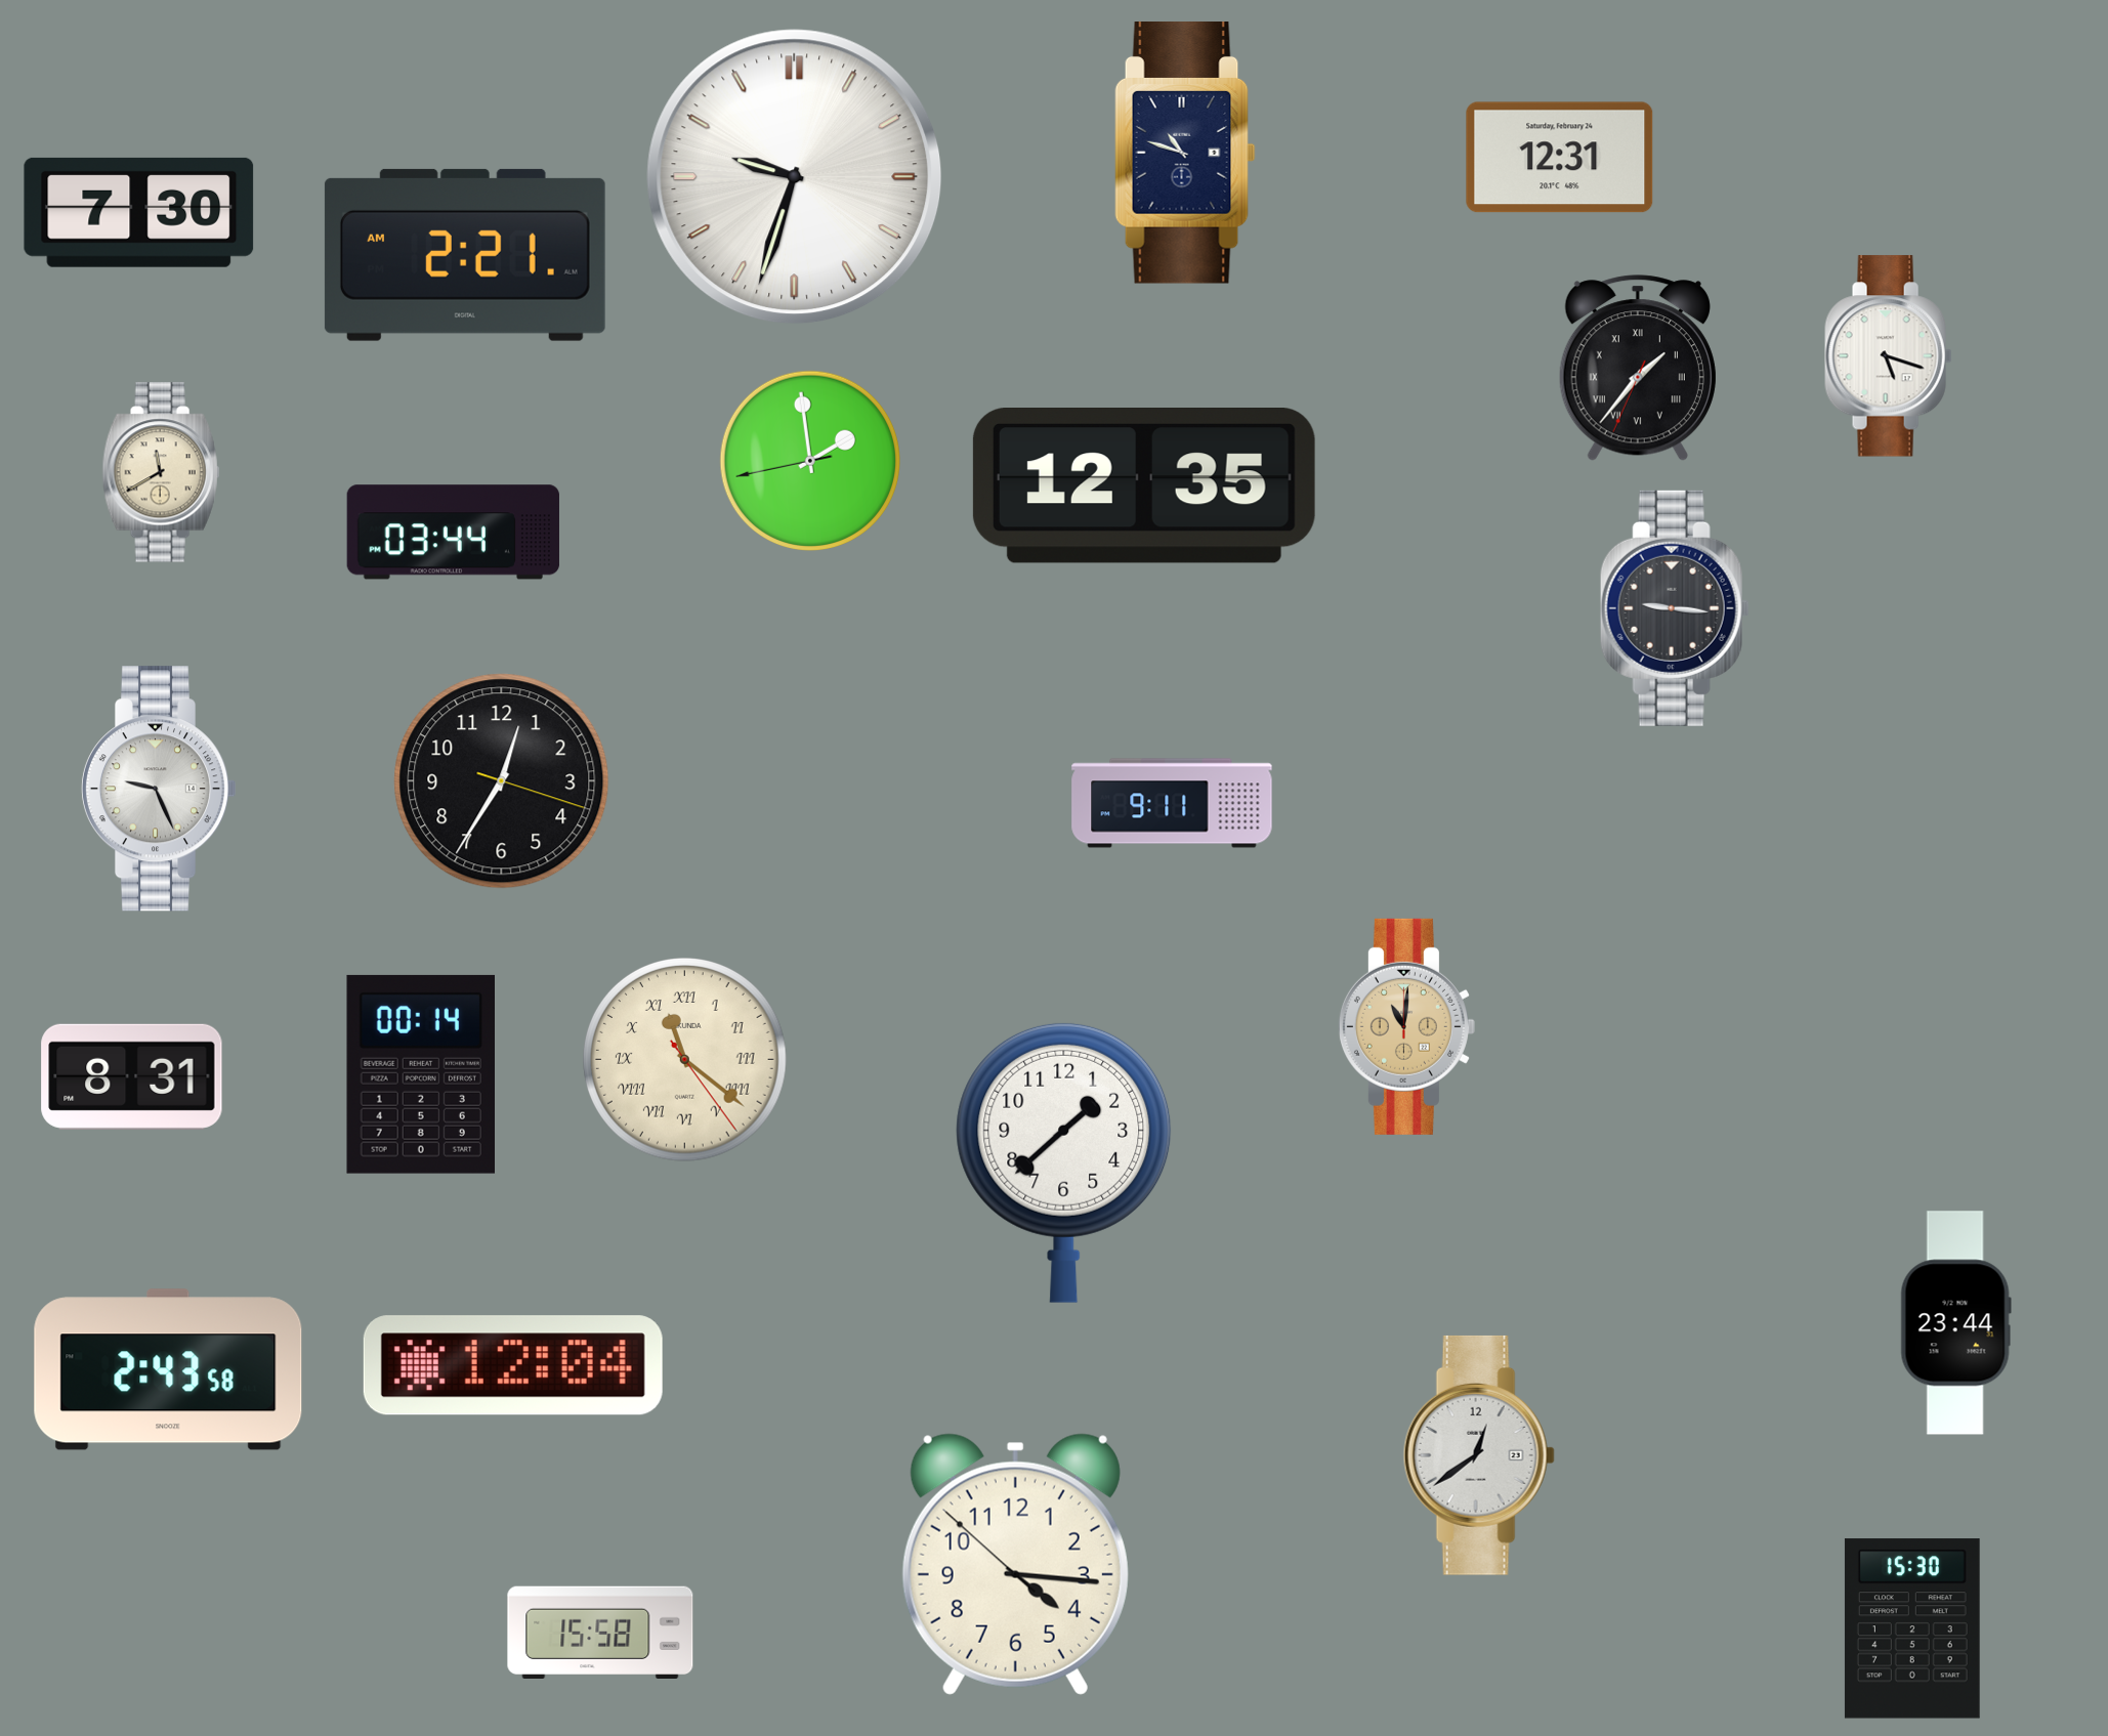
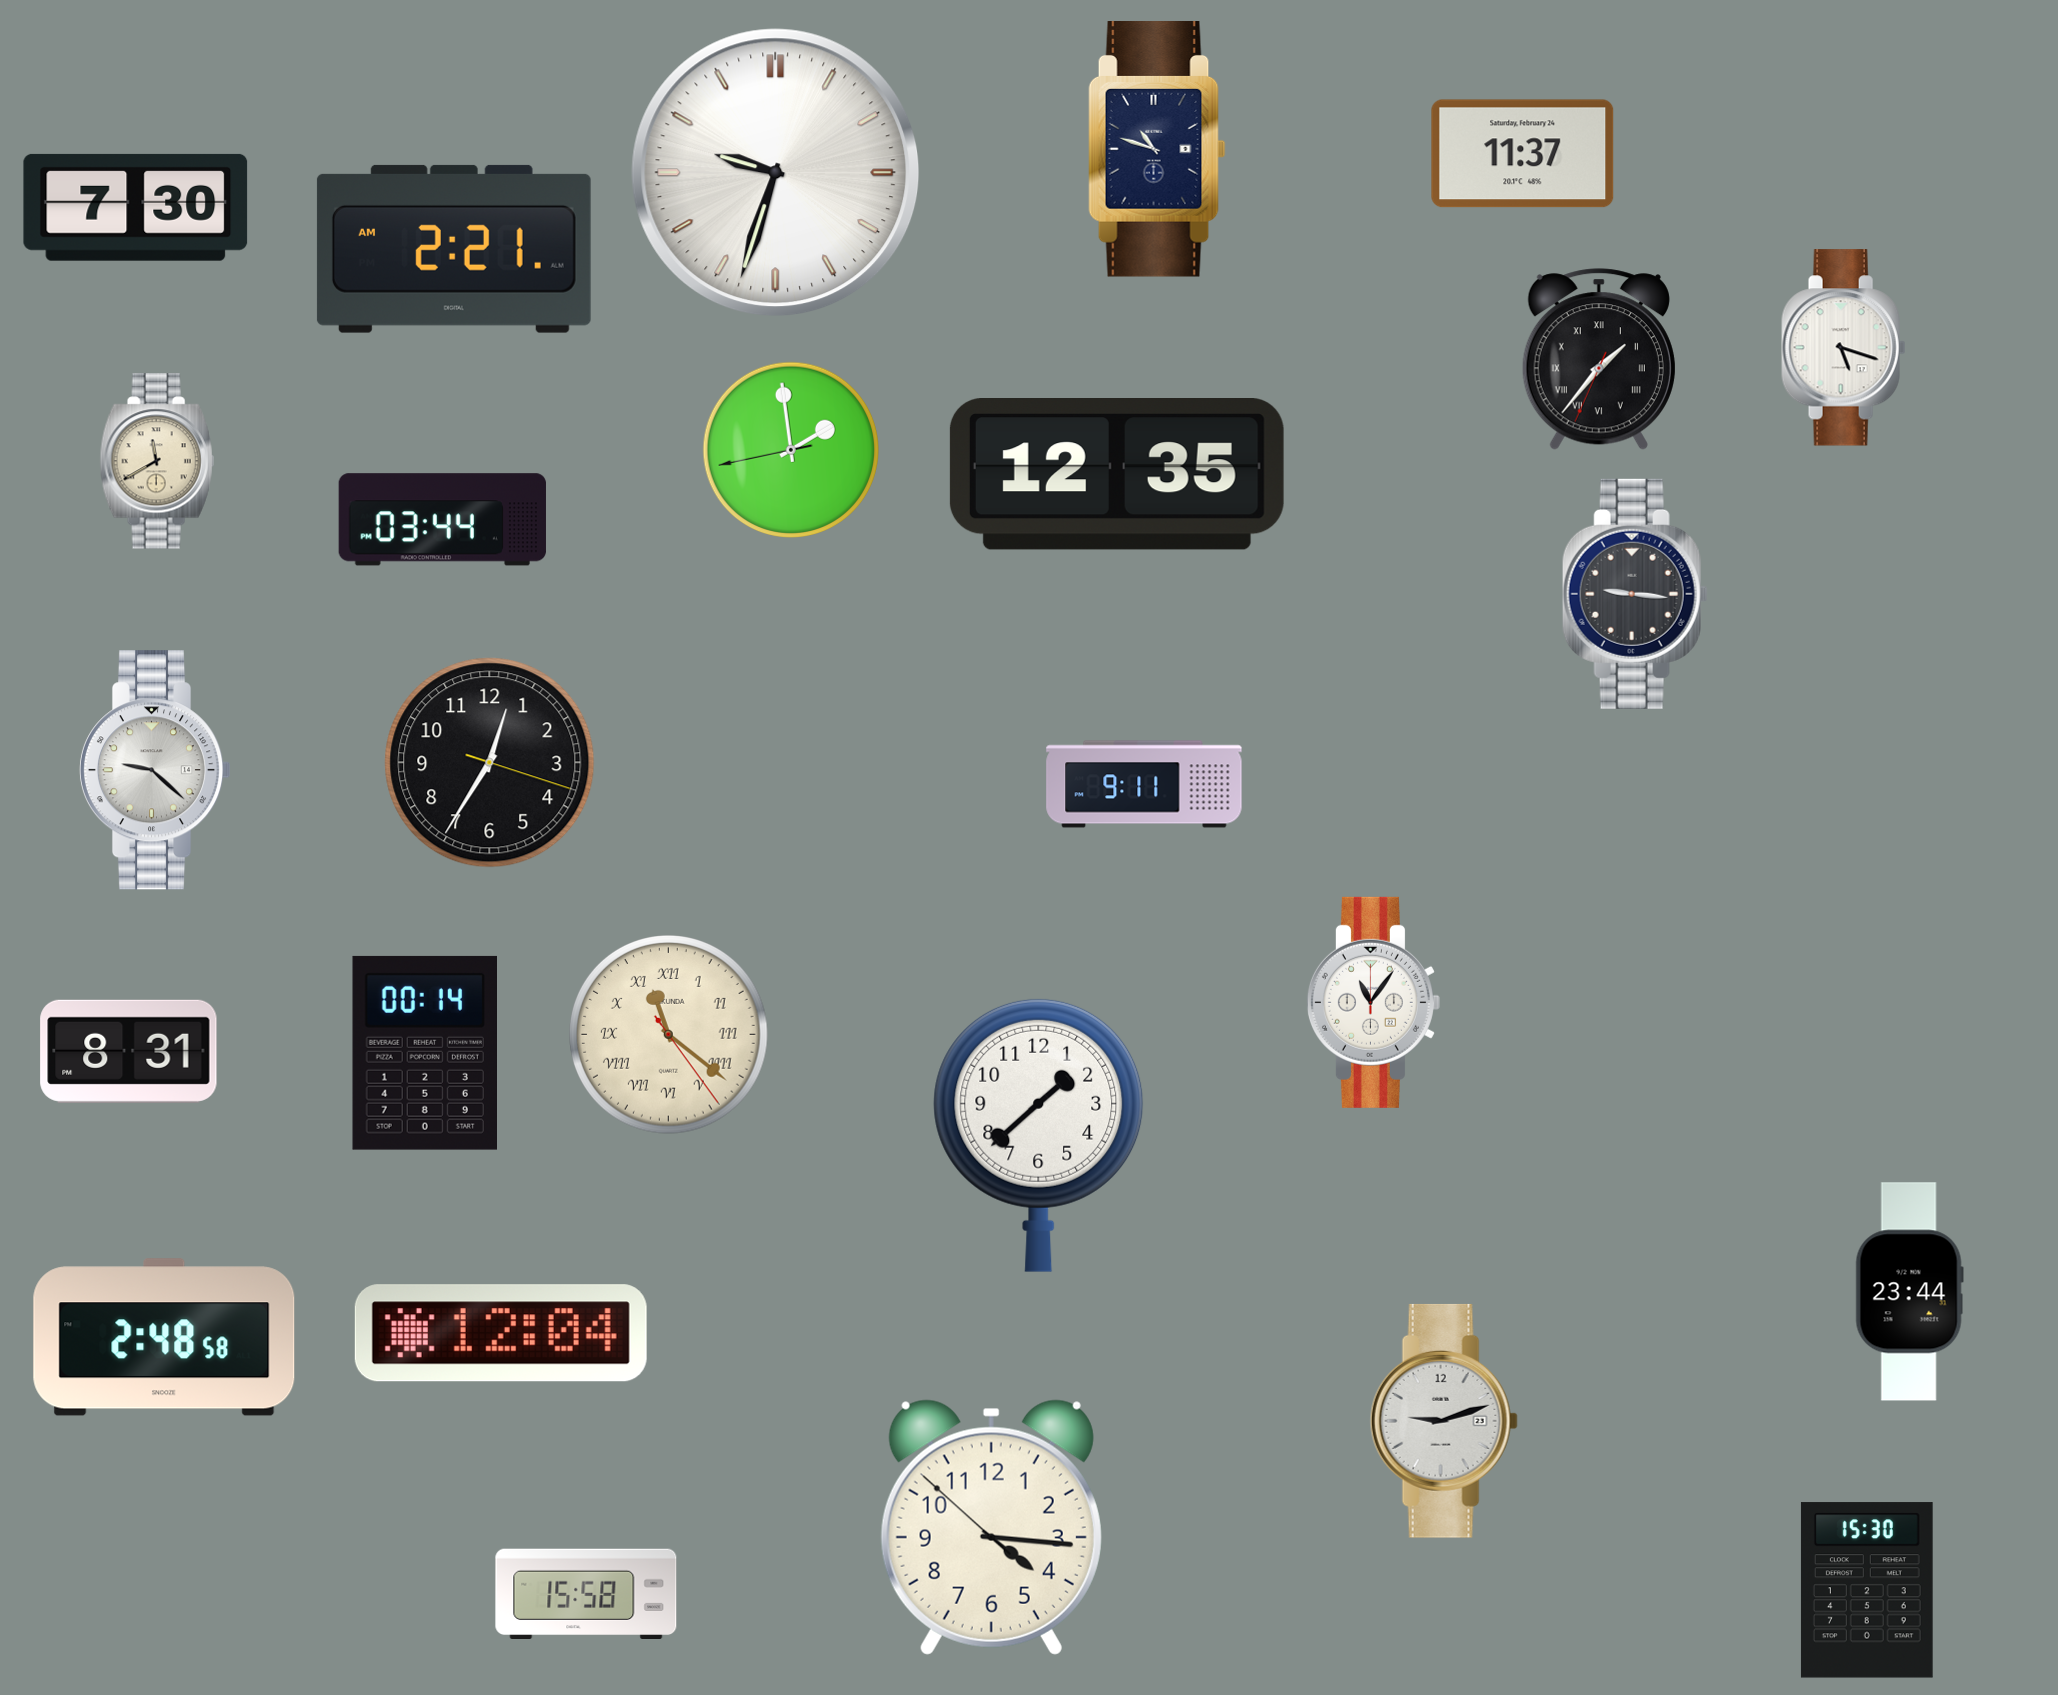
clock at (1560, 158): 12:31 -> 11:37
clock at (159, 789): 9:26 -> 9:22
clock at (1406, 1026): 11:01 -> 11:06
clock at (1406, 1026) dial: champagne -> white
clock at (420, 1074) position: (420, 1074) -> (424, 1053)
clock at (168, 1369): 2:43 -> 2:48
clock at (1479, 1455): 12:39 -> 9:12
